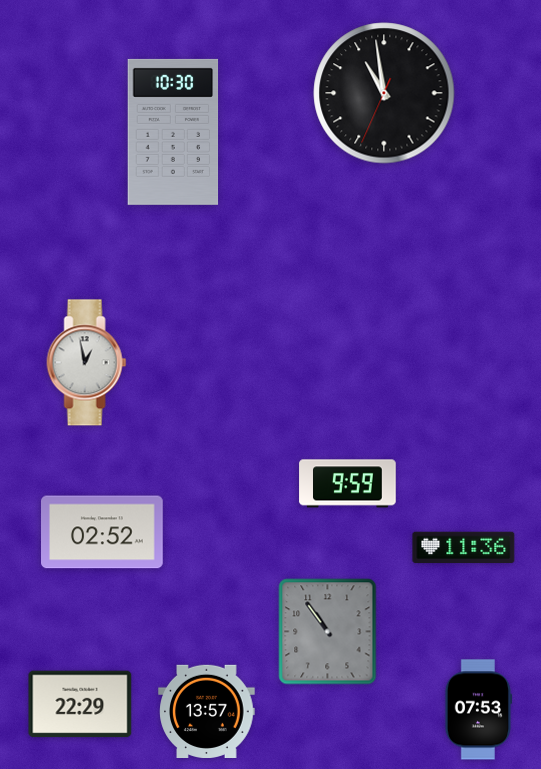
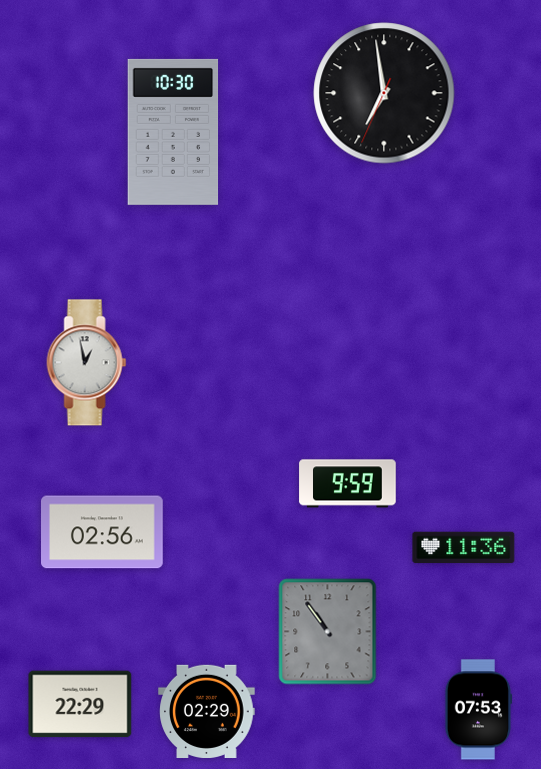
clock at (384, 93): 10:58 -> 6:58
clock at (103, 532): 02:52 -> 02:56
clock at (207, 711): 13:57 -> 02:29
